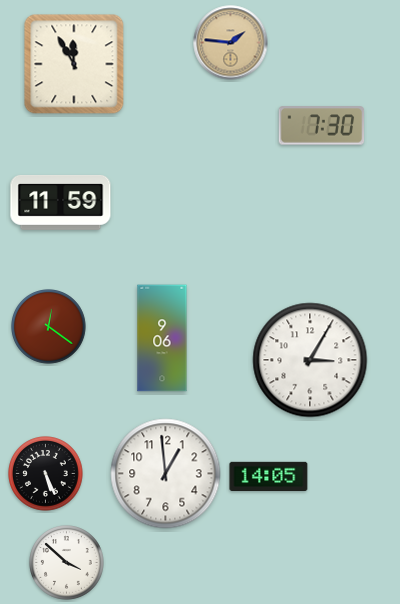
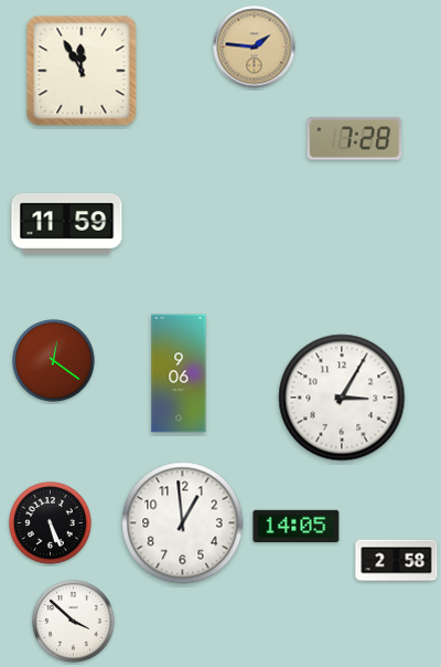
clock at (322, 126): 7:30 -> 7:28
clock at (397, 561): none -> 2:58
